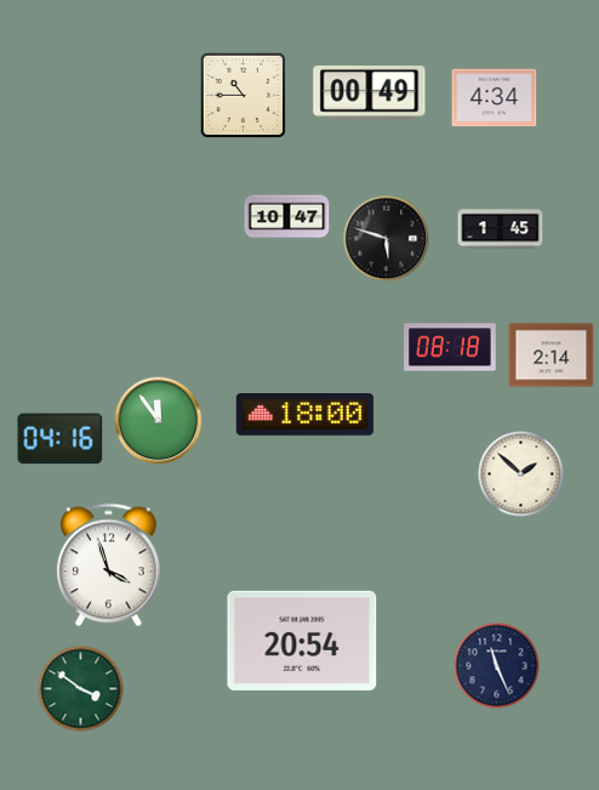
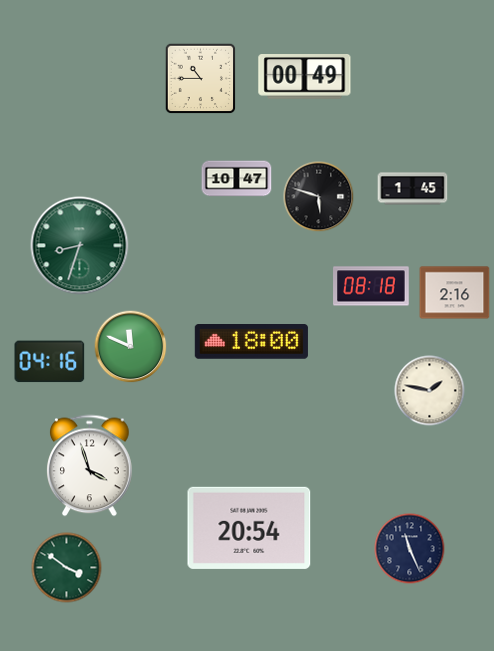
clock at (495, 98): 4:34 -> none
clock at (80, 246): none -> 8:33
clock at (552, 356): 2:14 -> 2:16
clock at (159, 421): 11:54 -> 11:49
clock at (521, 474): 1:52 -> 1:47
